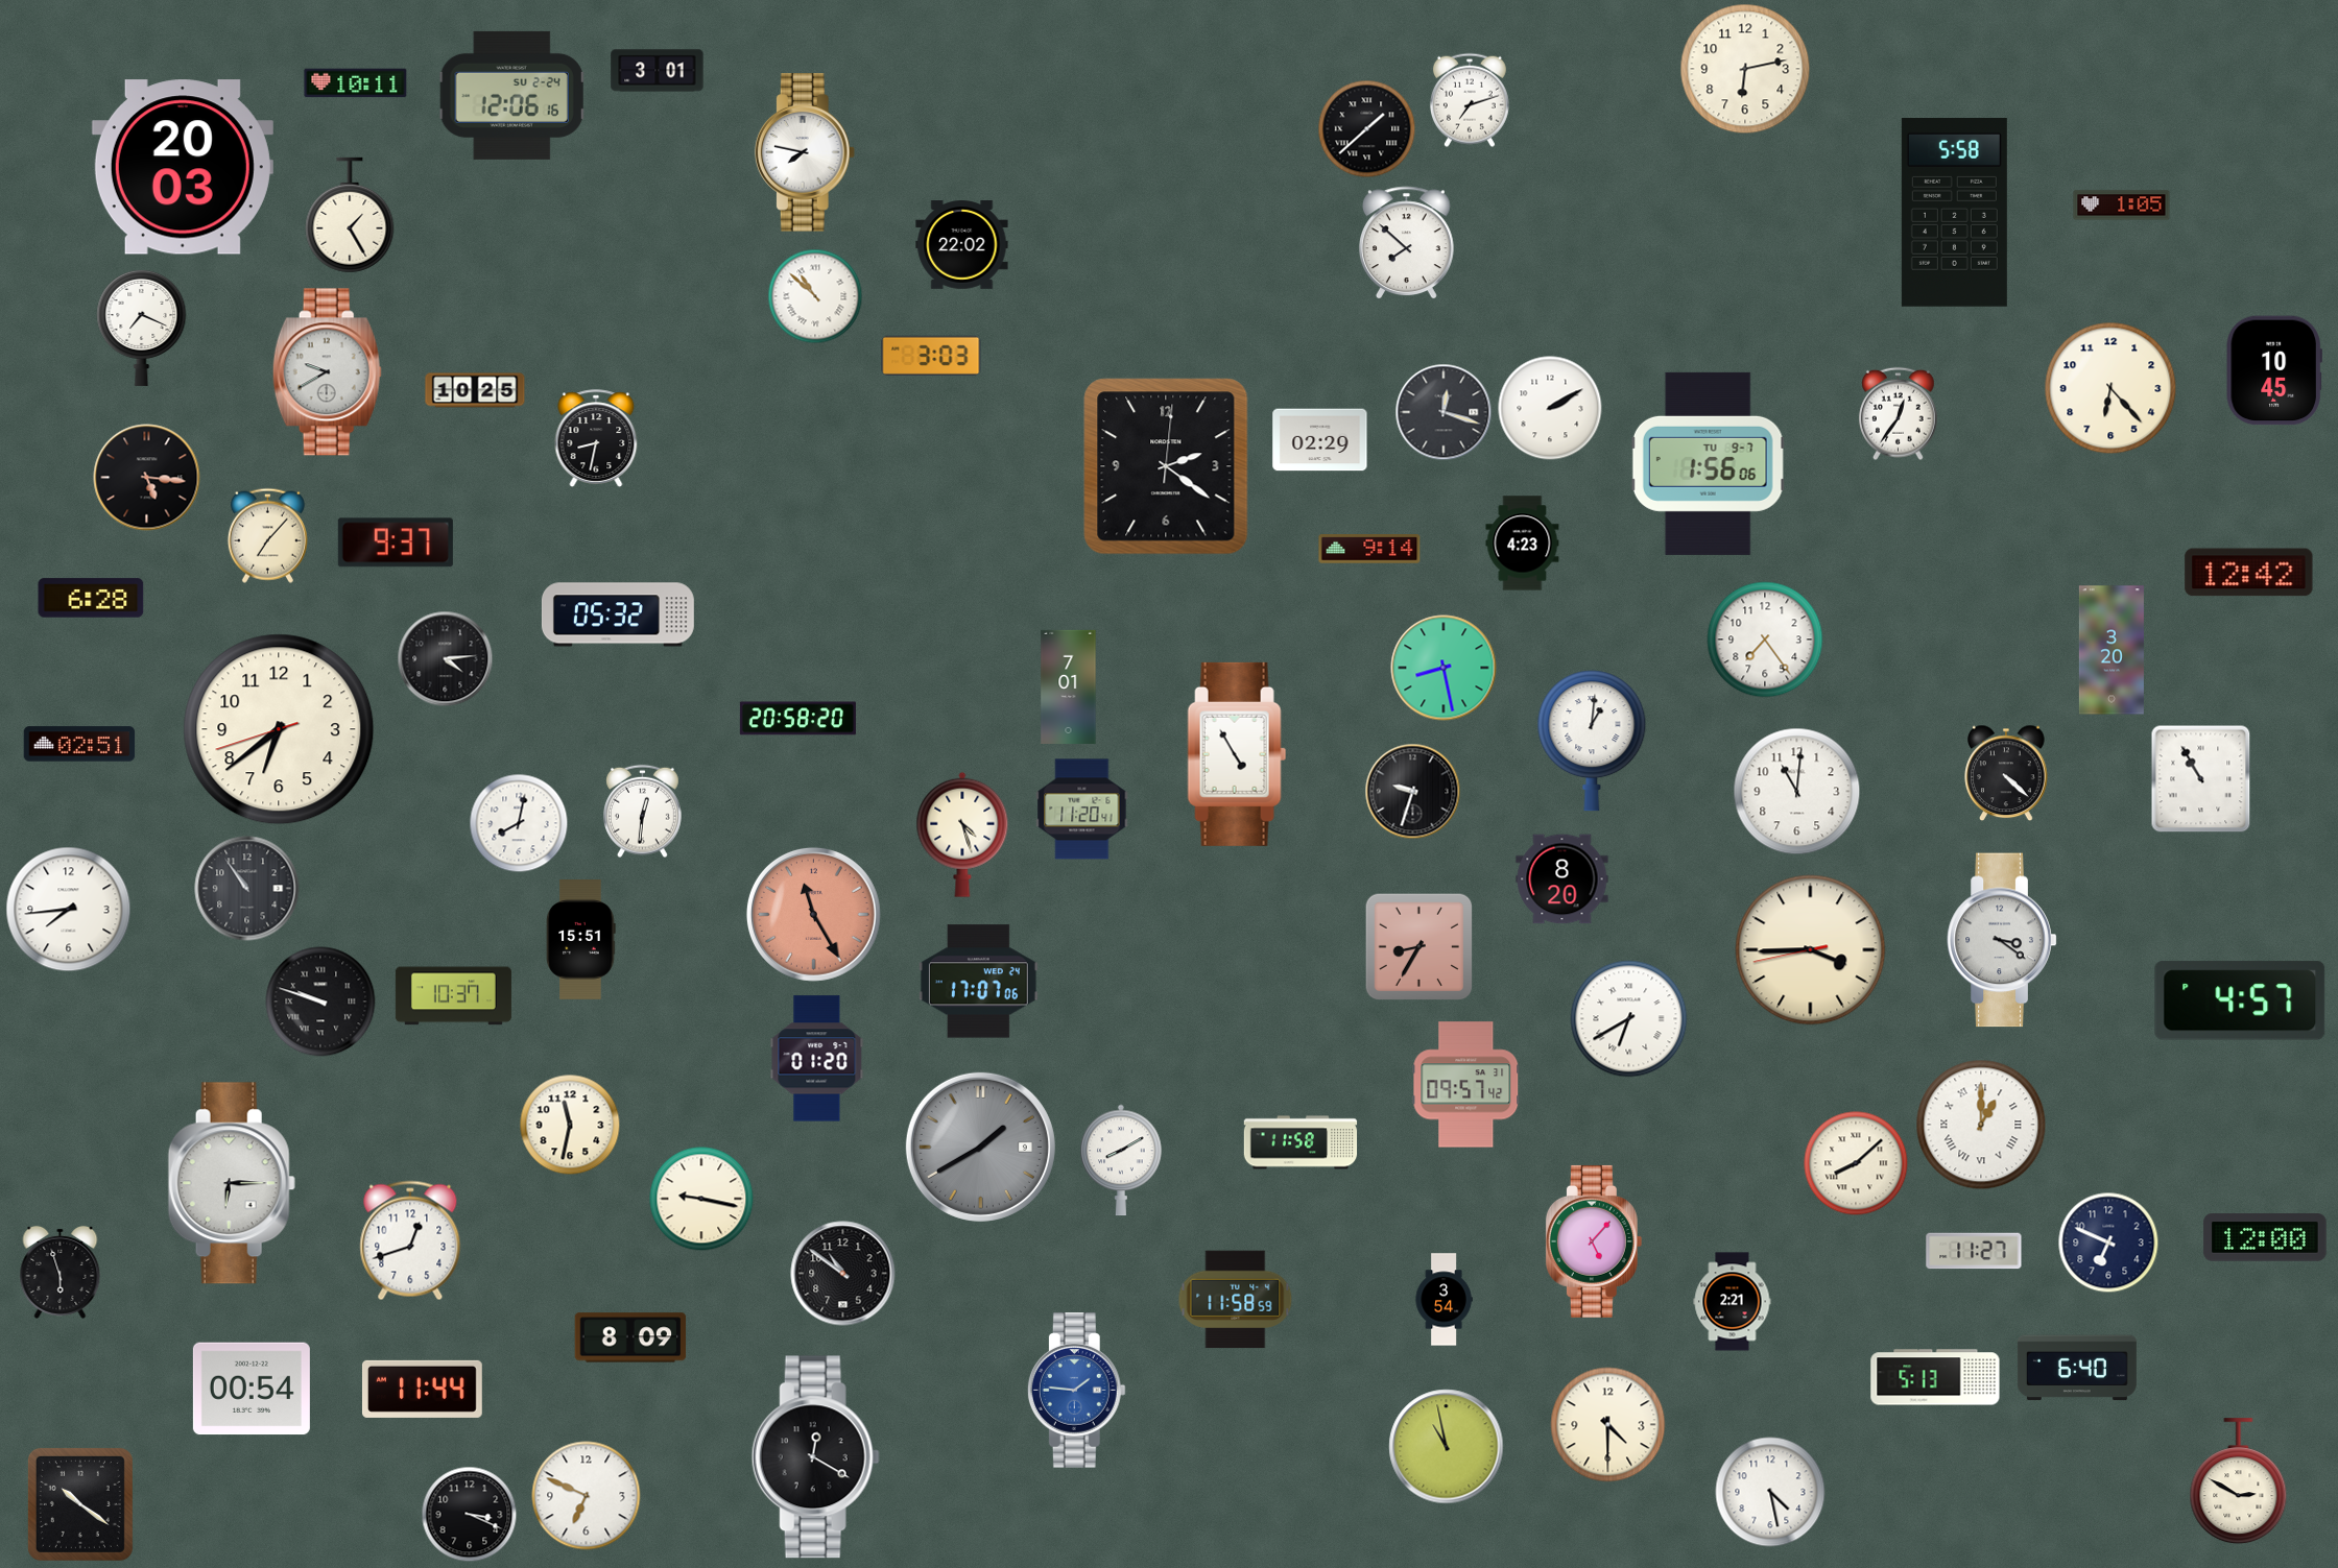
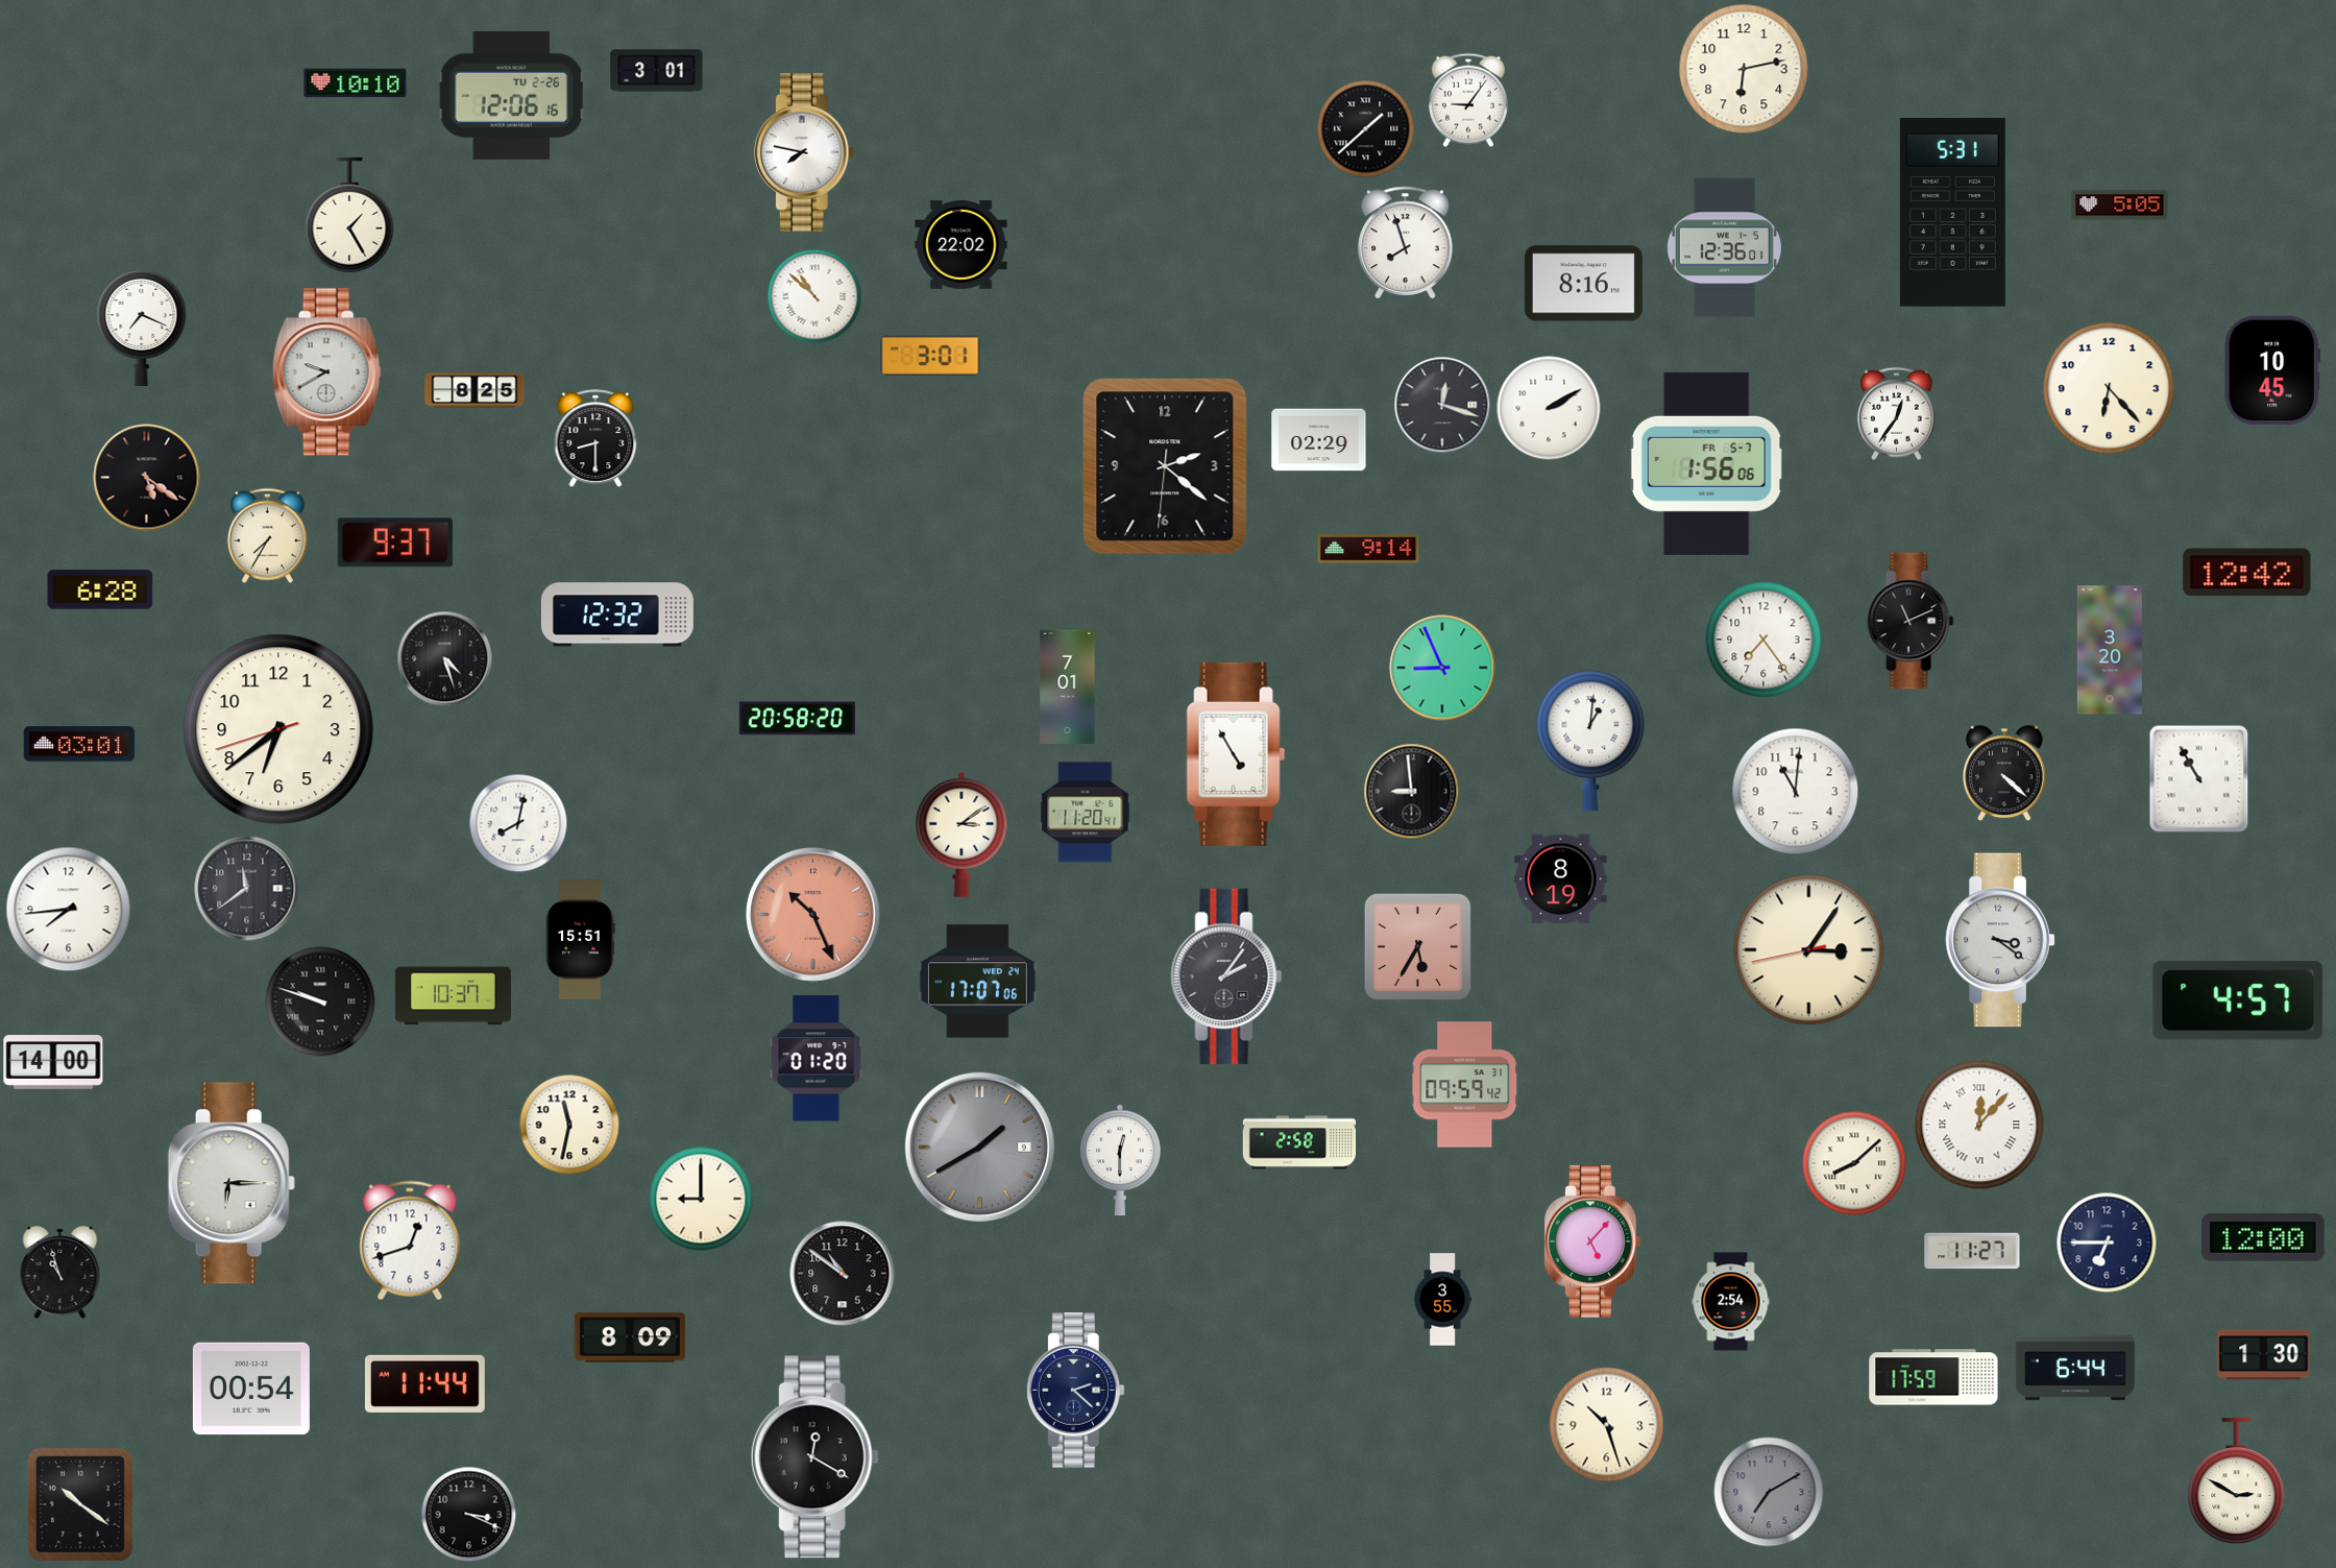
clock at (356, 83): 10:11 -> 10:10
clock at (512, 95) date: SU 2-24 -> TU 2-26
clock at (1470, 100): 7:12 -> 9:06
clock at (183, 167): 20:03 -> none
clock at (2122, 206): 1:05 -> 5:05
clock at (1954, 213): 5:58 -> 5:31
clock at (1407, 243): 7:52 -> 7:57
clock at (1724, 248): none -> 12:36
clock at (1583, 284): none -> 8:16
clock at (931, 356): 3:03 -> 3:01
clock at (475, 390): 10:25 -> 8:25
clock at (1444, 412) position: (1444, 412) -> (1442, 405)
clock at (596, 438): 8:32 -> 8:30
clock at (1708, 463) date: TU 9-7 -> FR 5-7
clock at (1166, 466): 2:21:01 -> 2:21:31
clock at (147, 478): 5:16 -> 5:21
clock at (267, 535): 7:07 -> 7:35
clock at (1523, 544): 4:23 -> none
clock at (91, 598) position: (91, 598) -> (100, 589)
clock at (618, 614): 05:32 -> 12:32
clock at (1911, 621): none -> 11:11
clock at (446, 659): 4:14 -> 4:27
clock at (1444, 668): 8:28 -> 8:56
clock at (79, 744): 02:51 -> 03:01
clock at (1413, 792): 9:33 -> 8:59
clock at (1082, 810) position: (1082, 810) -> (1086, 813)
clock at (643, 812): 12:31 -> none
clock at (962, 835): 4:27 -> 3:09
clock at (1562, 879): 8:20 -> 8:19
clock at (247, 889): 10:54 -> 11:39
clock at (813, 914): 11:25 -> 10:26
clock at (1419, 947): 8:35 -> 5:35
clock at (1811, 950): 3:44 -> 3:05
clock at (1226, 976): none -> 2:06
clock at (1629, 1019): 6:40 -> none
clock at (53, 1063): none -> 14:00
clock at (1466, 1085): 09:57 -> 09:59
clock at (1981, 1125): 1:00 -> 12:07
clock at (1301, 1142): 11:58 -> 2:58
clock at (1121, 1160): 8:10 -> 12:30
clock at (701, 1199): 9:17 -> 9:00
clock at (2108, 1243): 6:49 -> 6:45
clock at (61, 1272): 5:57 -> 10:57
clock at (1236, 1300): 11:58 -> none
clock at (1444, 1300): 3:54 -> 3:55
clock at (1733, 1302): 2:21 -> 2:54
clock at (2264, 1355): none -> 1:30
clock at (2077, 1368): 6:40 -> 6:44
clock at (1935, 1377): 5:13 -> 17:59
clock at (422, 1389) position: (422, 1389) -> (424, 1383)
clock at (1076, 1391): 1:46 -> 2:22
clock at (1076, 1391) dial: blue -> navy
clock at (1608, 1425): 4:30 -> 10:27
clock at (1447, 1447): 10:58 -> none
clock at (1770, 1492): 4:28 -> 7:10
clock at (1770, 1492) dial: white -> grey
clock at (587, 1496): 6:49 -> none
